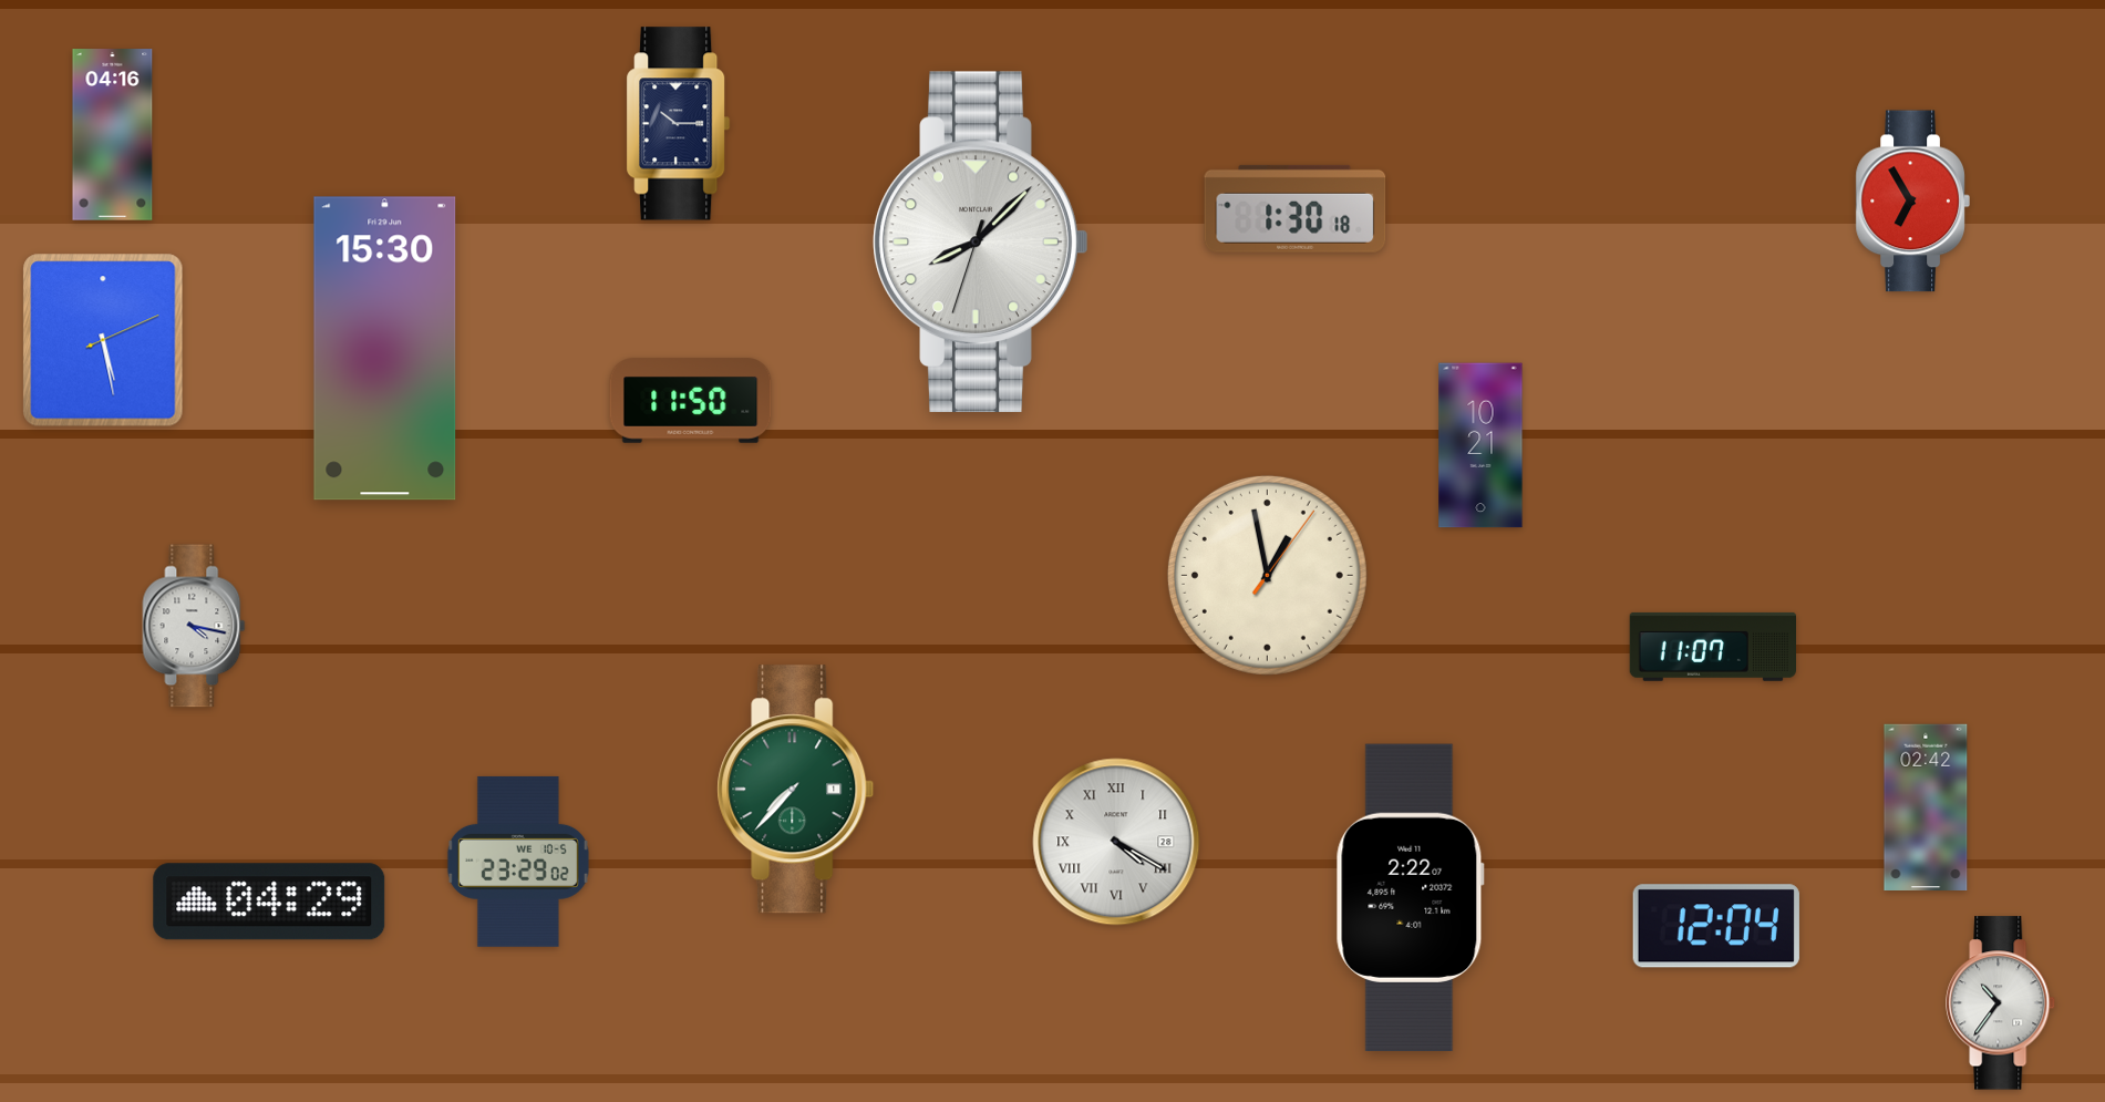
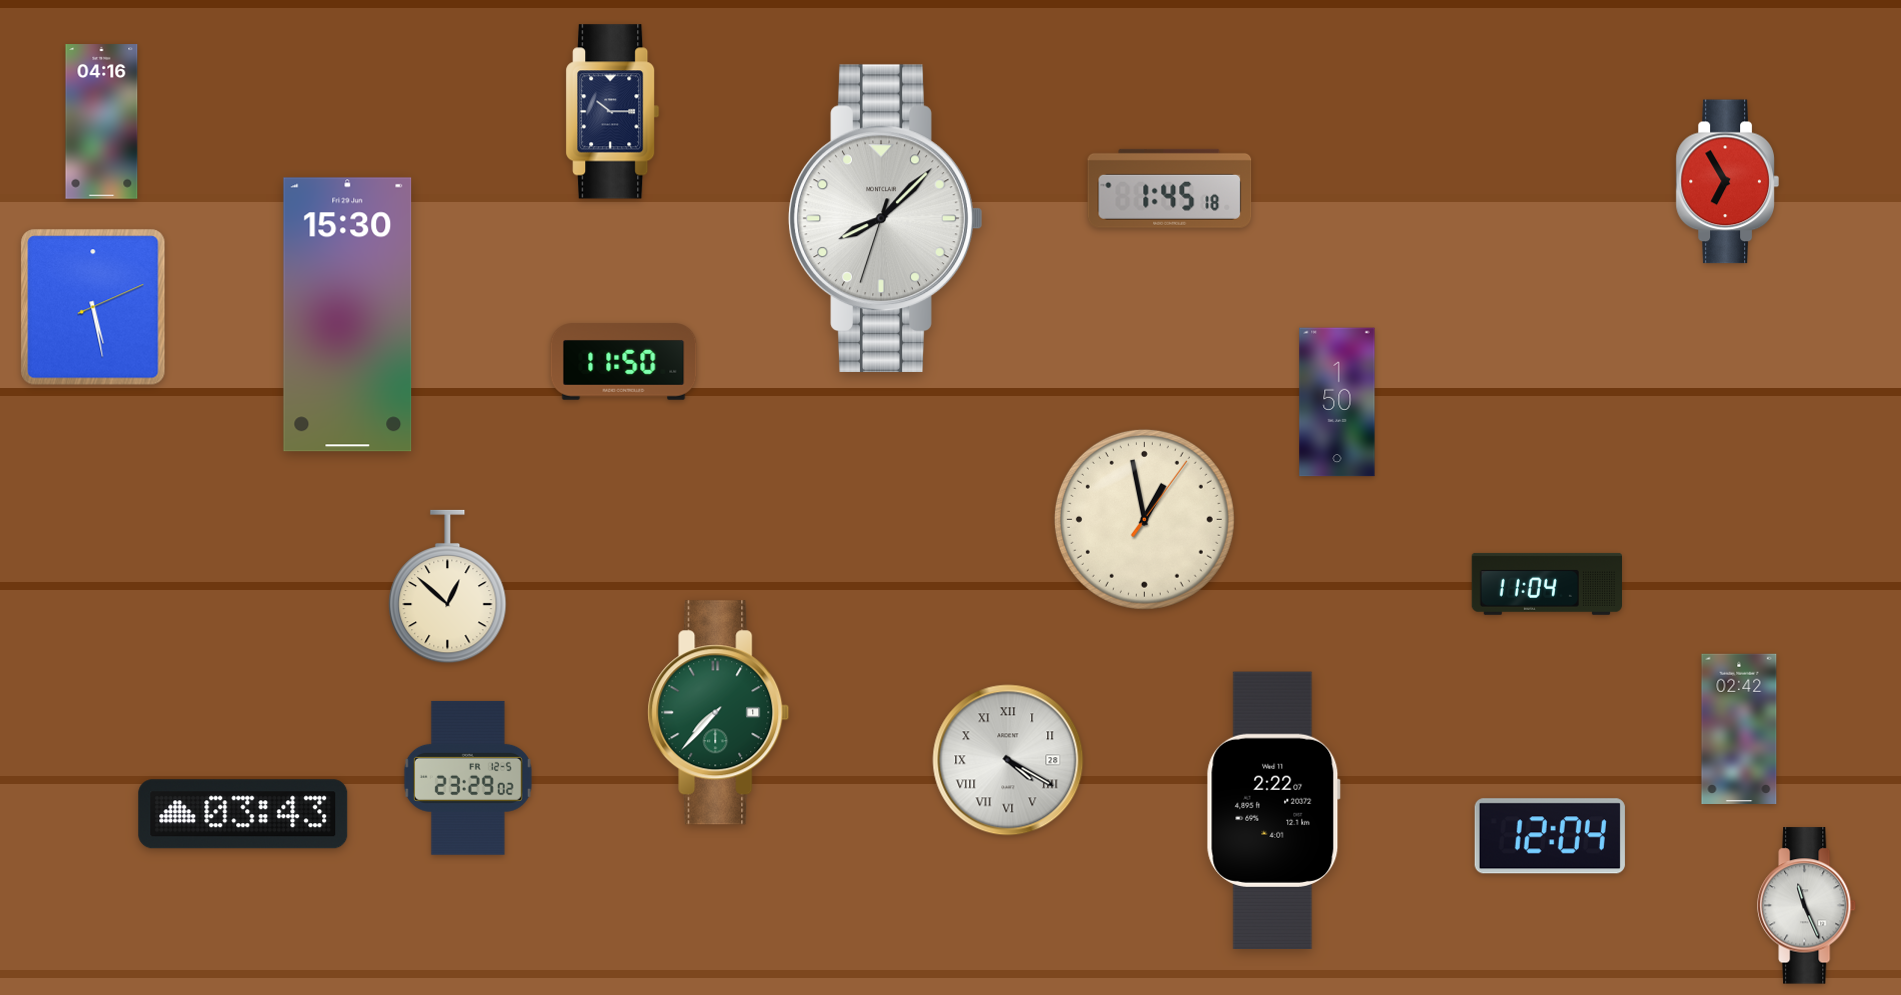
clock at (1296, 208): 1:30 -> 1:45
clock at (1480, 445): 10:21 -> 1:50
clock at (194, 626): 4:17 -> none
clock at (1712, 647): 11:07 -> 11:04
clock at (448, 587): none -> 12:52
clock at (518, 862) date: WE 10-5 -> FR 12-5
clock at (269, 902): 04:29 -> 03:43
clock at (2001, 1003): 10:36 -> 11:26
